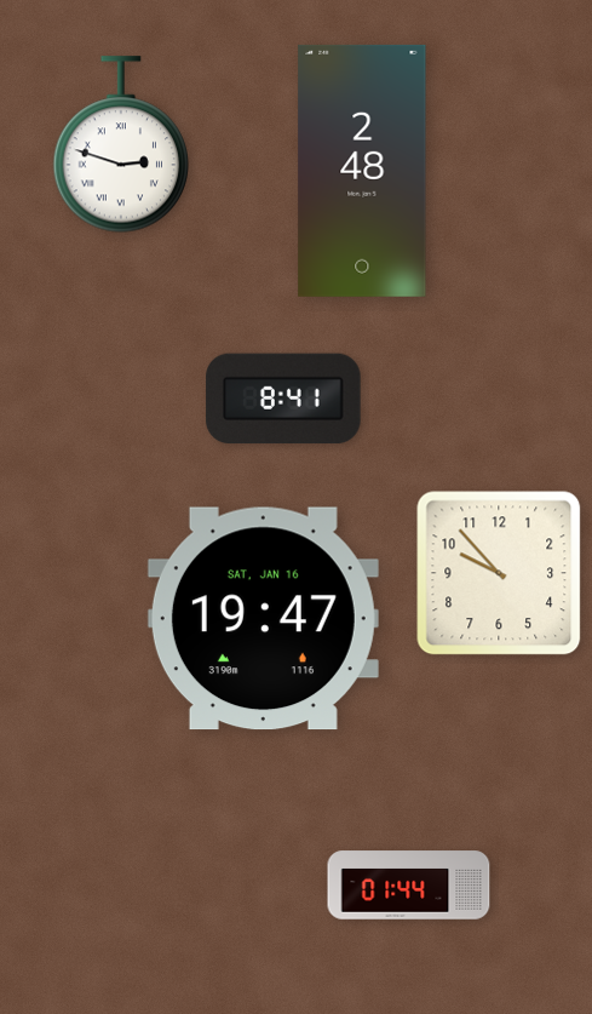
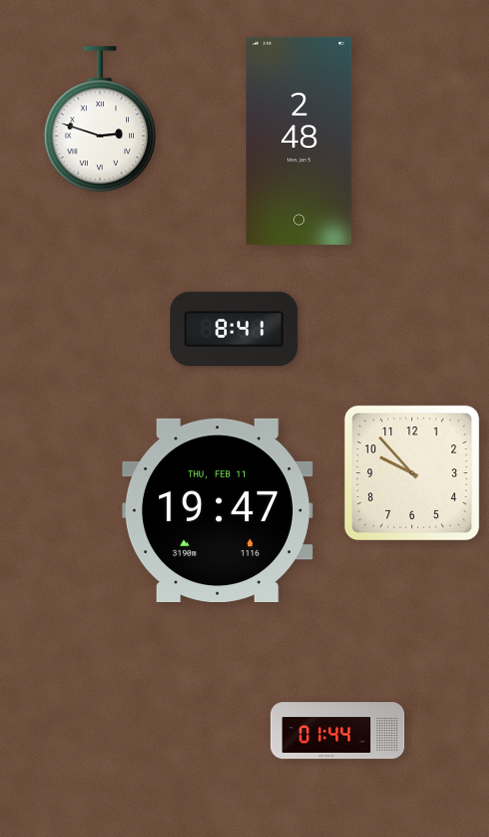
clock at (263, 619) date: SAT, JAN 16 -> THU, FEB 11
